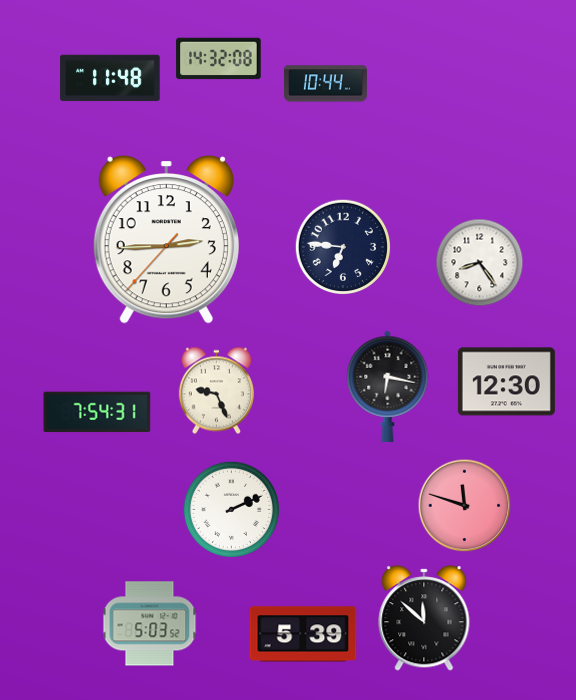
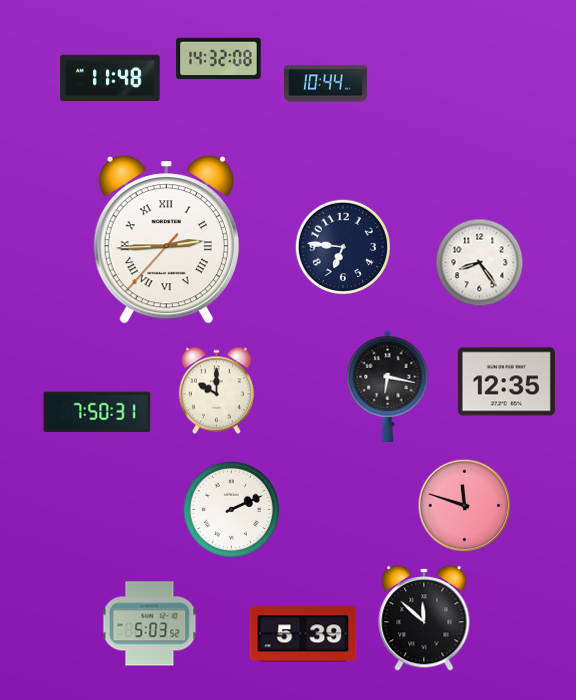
clock at (166, 240) numerals: Arabic -> Roman
clock at (506, 382): 12:30 -> 12:35
clock at (216, 391): 9:26 -> 10:00
clock at (97, 412): 7:54 -> 7:50
